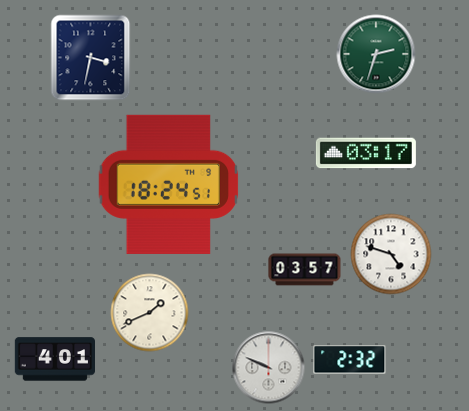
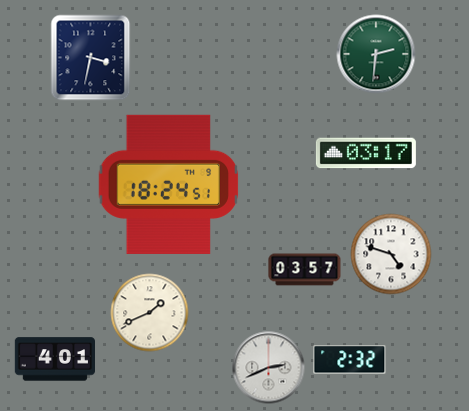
clock at (376, 54): 2:33 -> 2:31
clock at (269, 368): 9:49 -> 2:41
